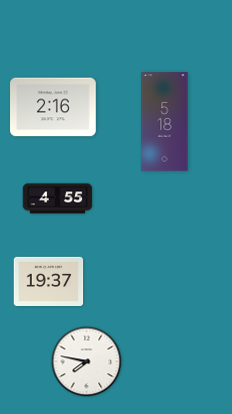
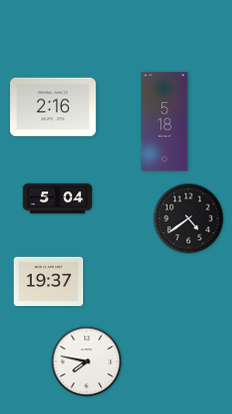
clock at (58, 199): 4:55 -> 5:04
clock at (189, 219): none -> 4:39
